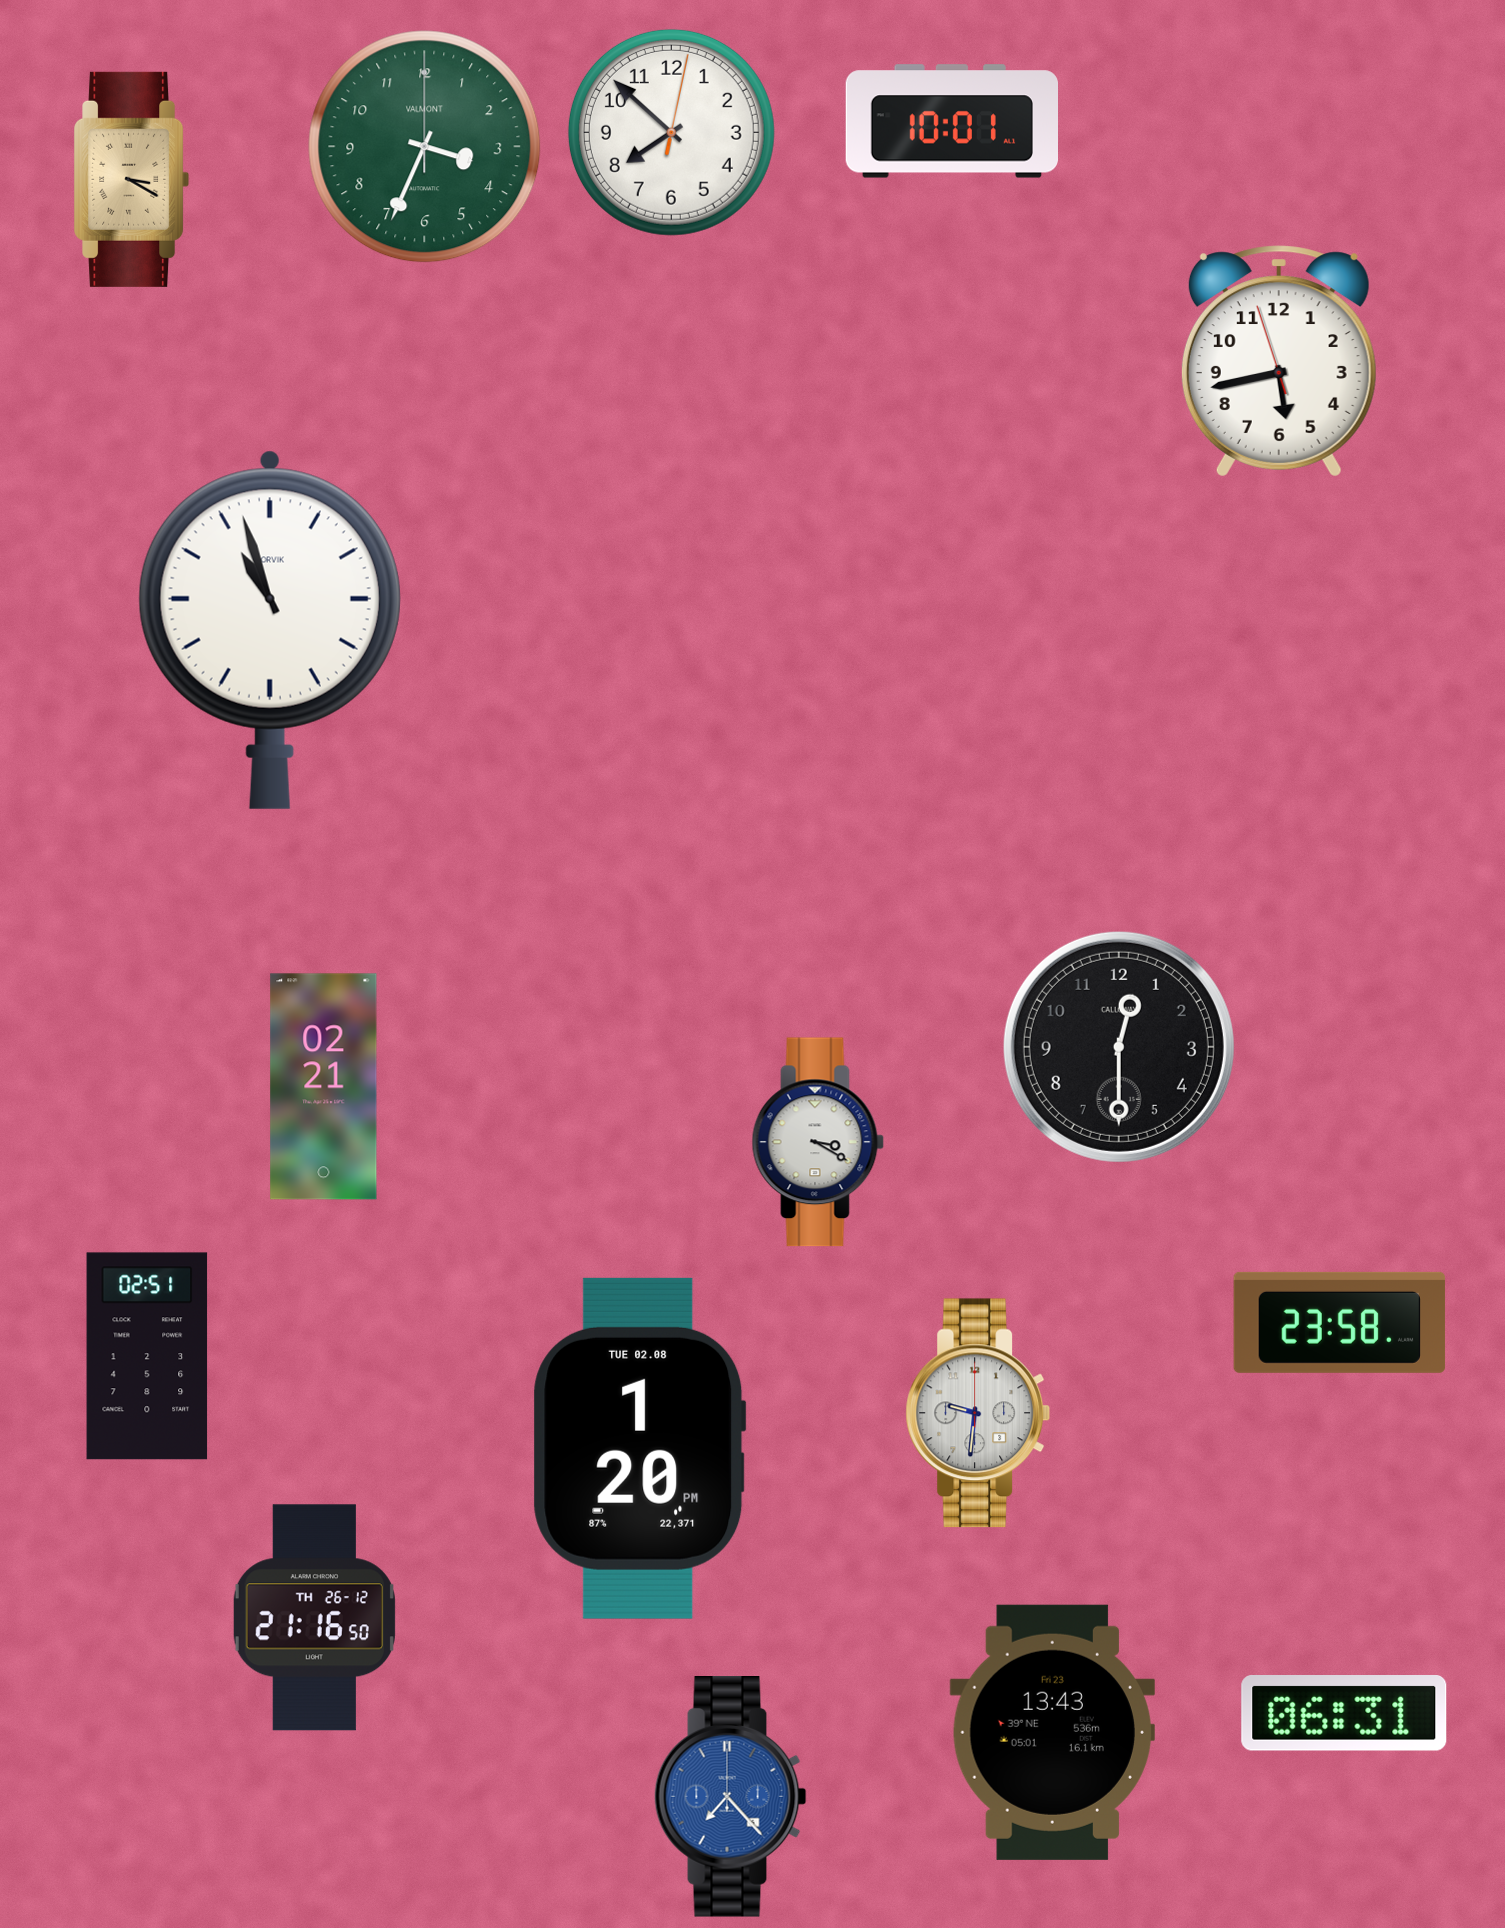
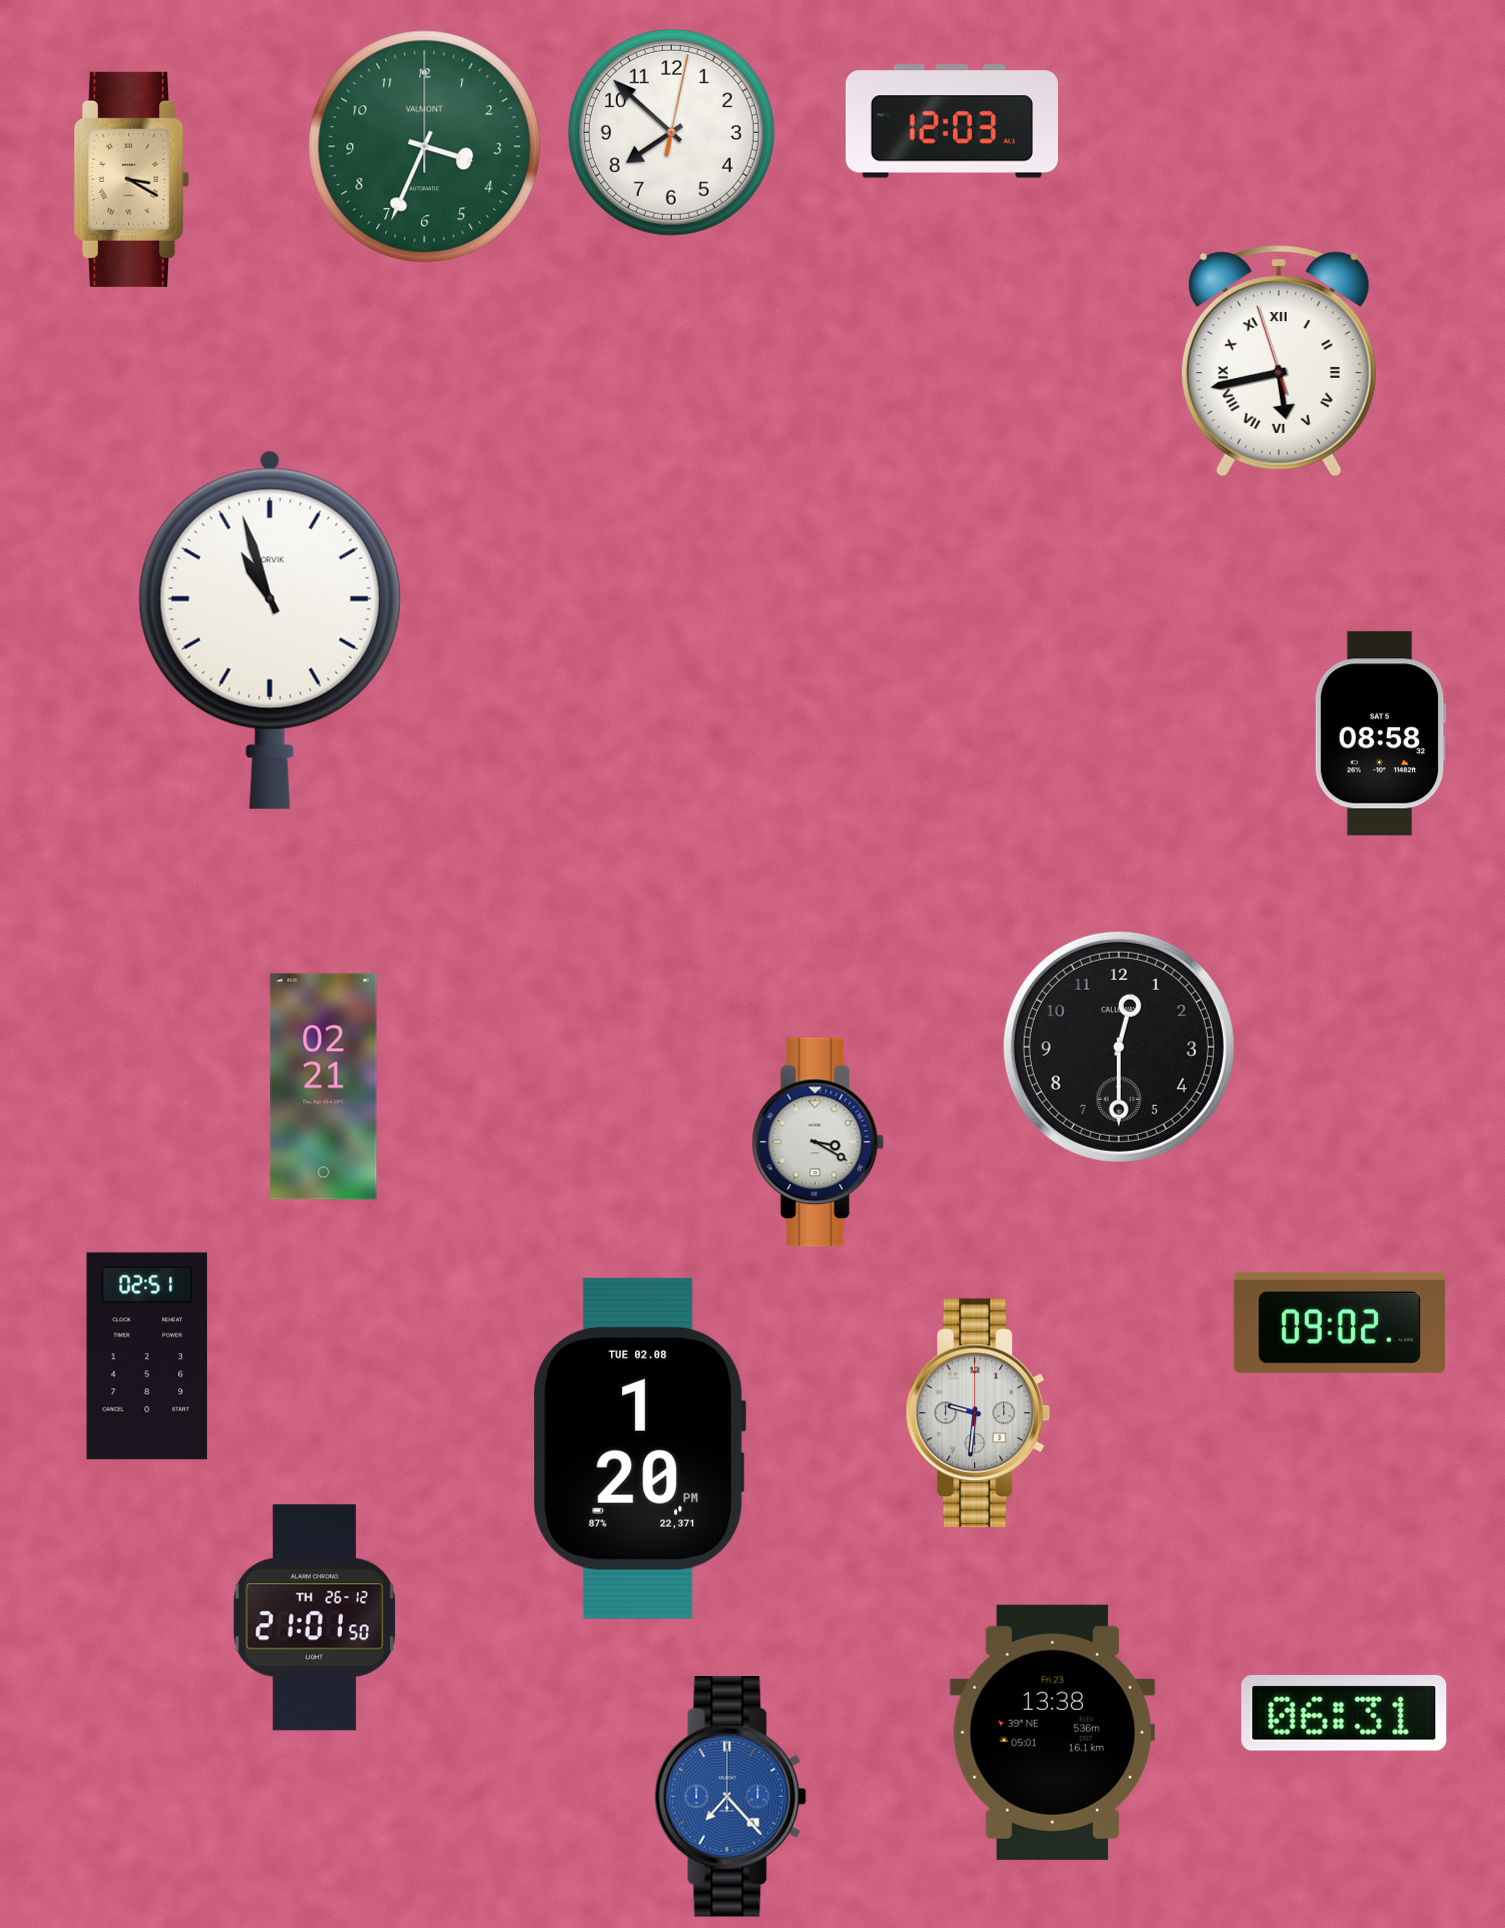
clock at (951, 121): 10:01 -> 12:03
clock at (1279, 361) numerals: Arabic -> Roman
clock at (1380, 734): none -> 08:58
clock at (1340, 1322): 23:58 -> 09:02
clock at (314, 1618): 21:16 -> 21:01
clock at (1052, 1732): 13:43 -> 13:38
